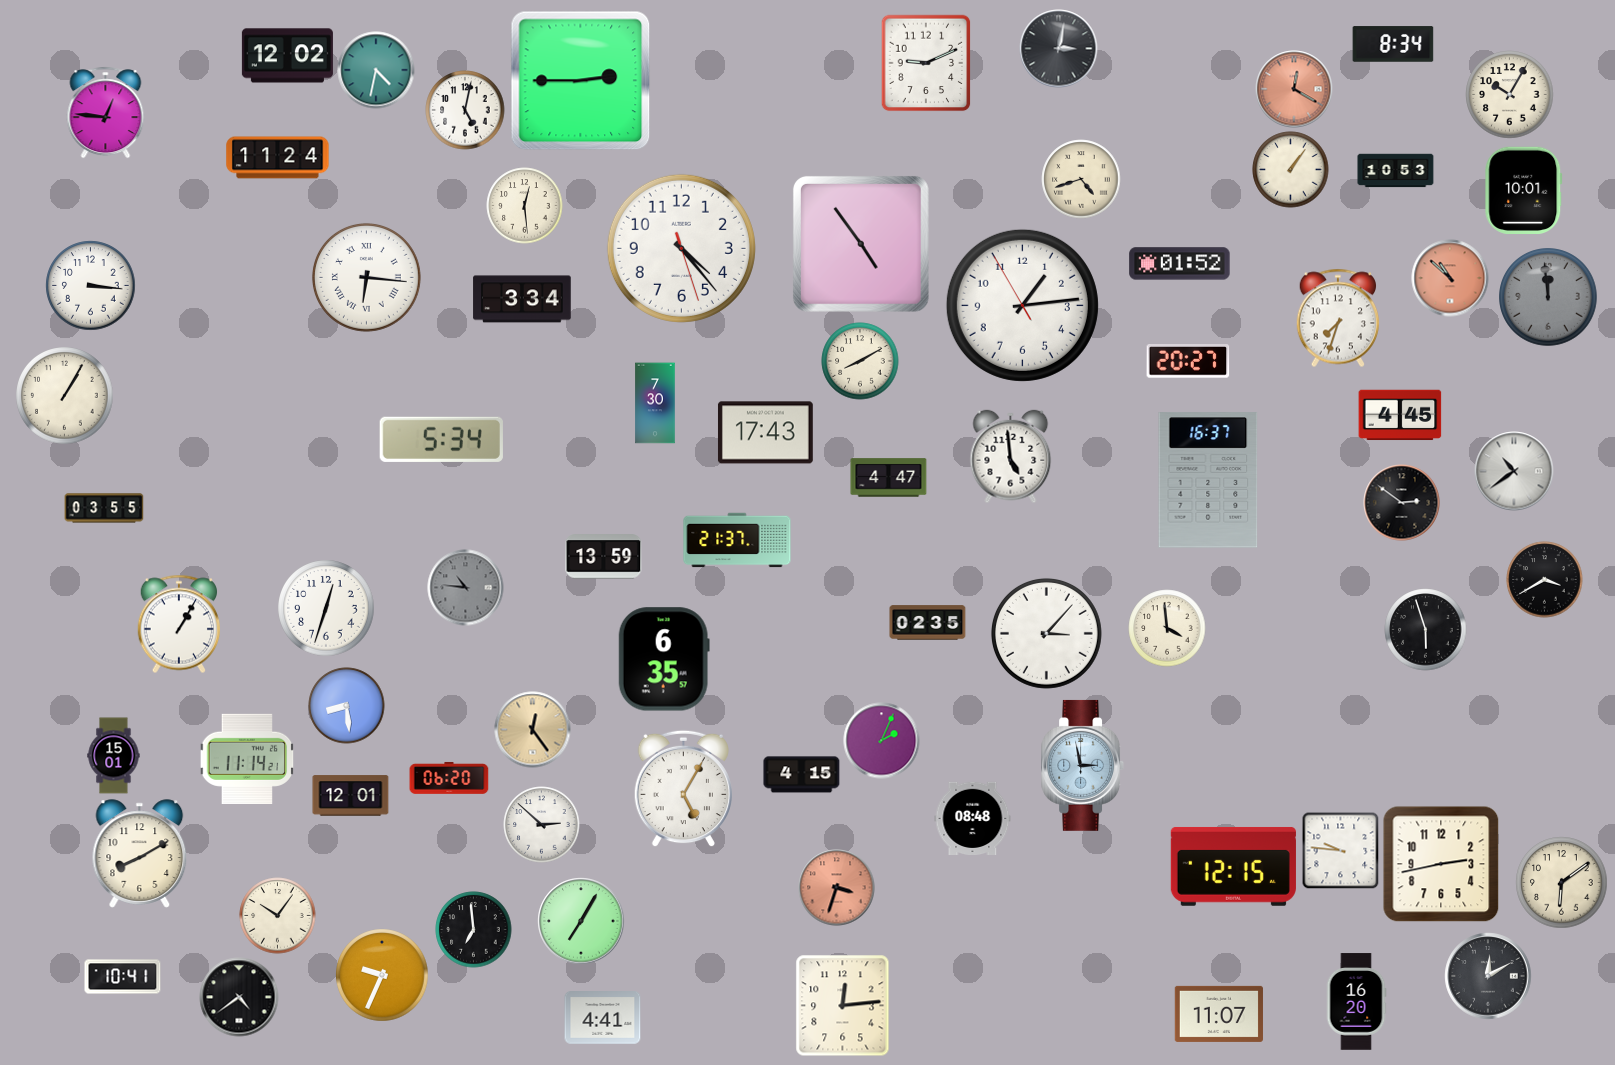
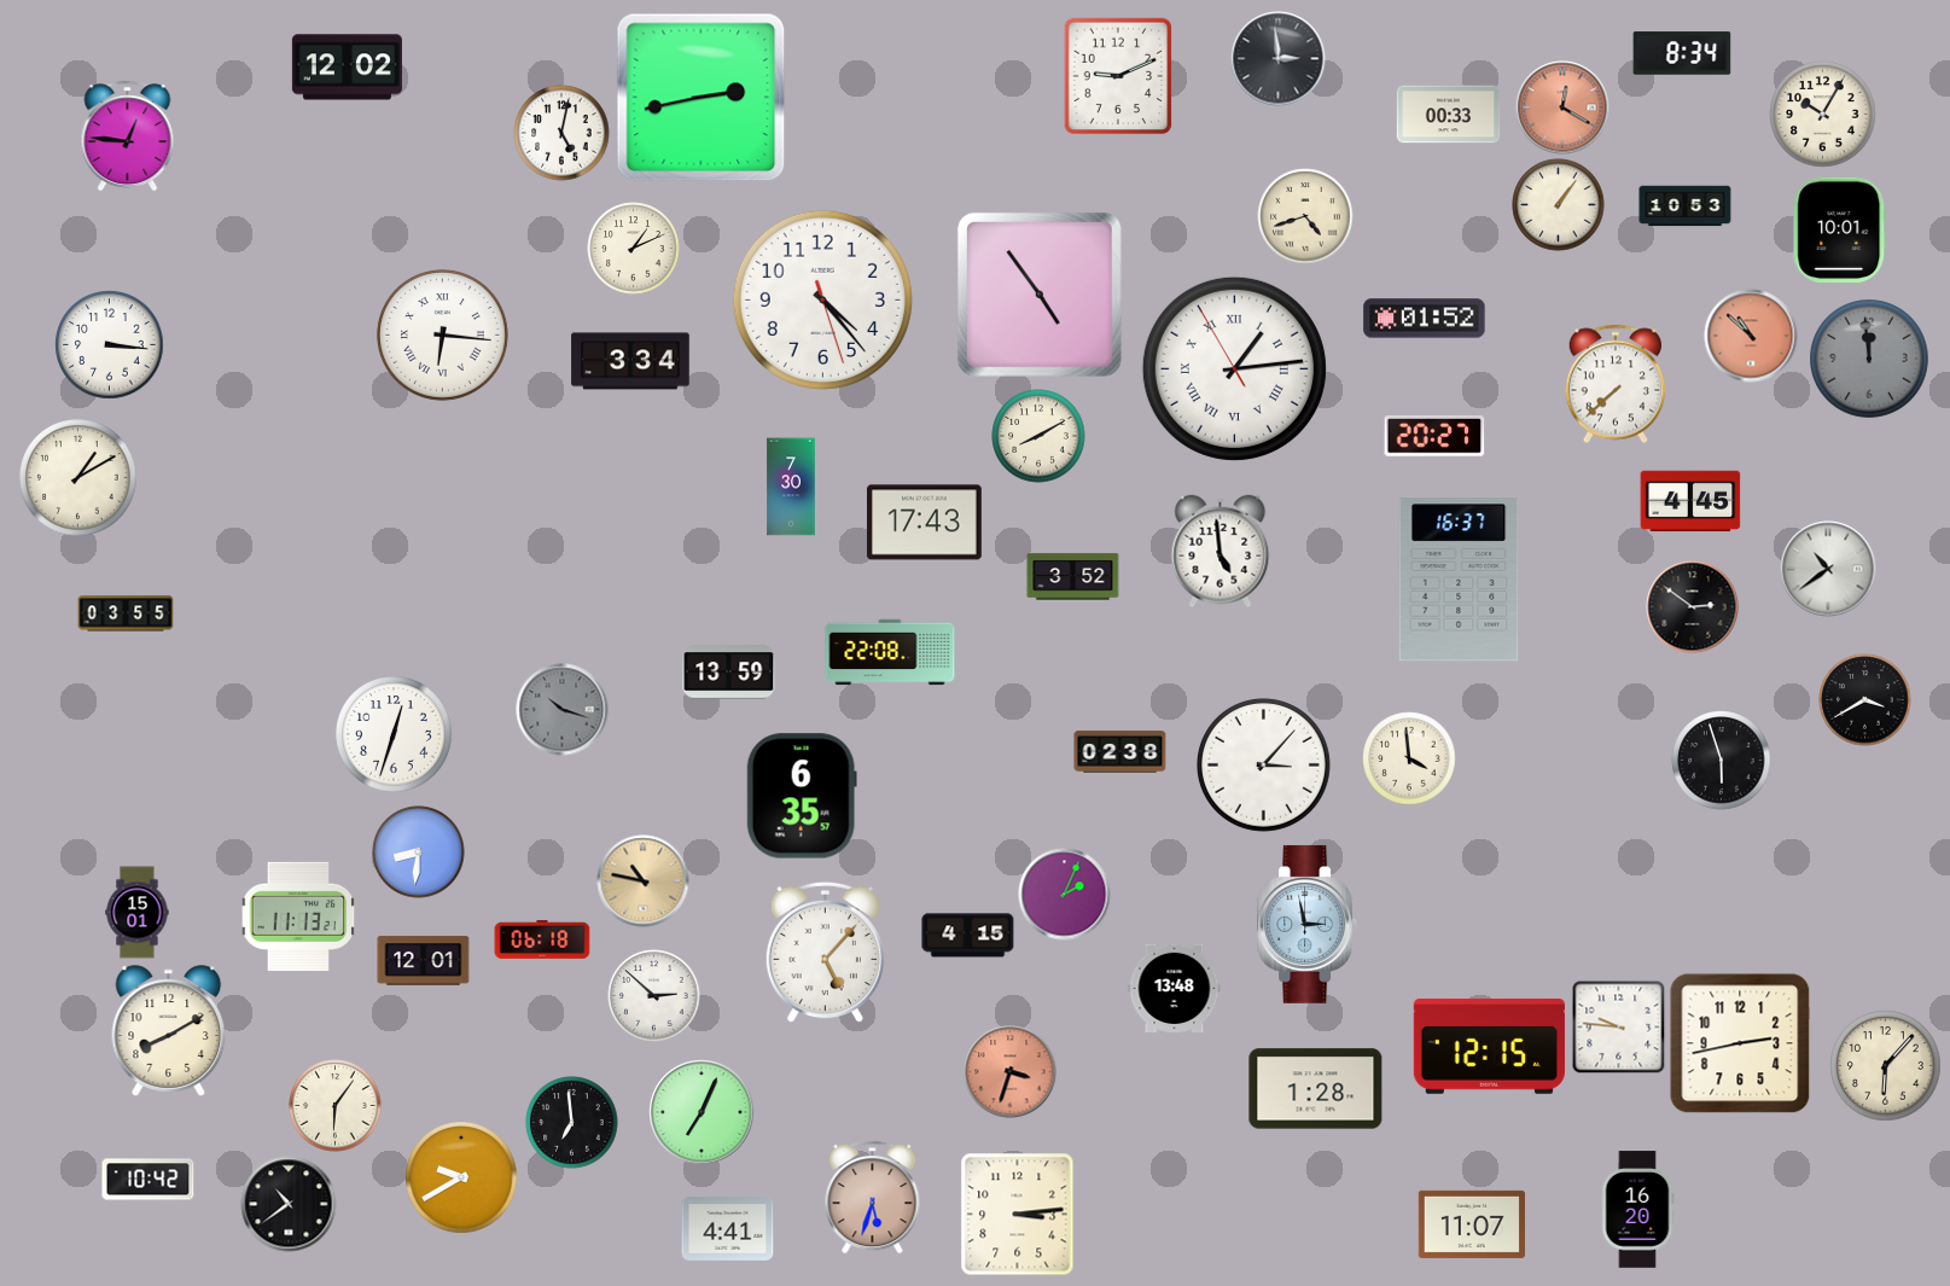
clock at (1059, 49): 3:02 -> 2:59
clock at (376, 70): 4:32 -> none
clock at (581, 81): 2:45 -> 2:43
clock at (1449, 115): none -> 00:33
clock at (278, 158): 11:24 -> none
clock at (525, 206): 12:29 -> 1:11
clock at (1022, 305) numerals: Arabic -> Roman
clock at (1337, 318): 7:33 -> 7:38
clock at (65, 396): 1:05 -> 1:10
clock at (441, 439): 5:34 -> none
clock at (889, 478): 4:47 -> 3:52
clock at (737, 540): 21:37 -> 22:08
clock at (466, 588): 10:46 -> 10:18
clock at (928, 623): 02:35 -> 02:38
clock at (178, 624): 1:05 -> none
clock at (347, 706): 8:29 -> 8:31
clock at (533, 730): 12:24 -> 10:47
clock at (247, 759): 11:14 -> 11:13
clock at (449, 778): 06:20 -> 06:18
clock at (683, 789): 5:05 -> 5:07
clock at (973, 818): 08:48 -> 13:48
clock at (1562, 883): 6:09 -> 6:07
clock at (1316, 1089): none -> 1:28
clock at (278, 916): 10:06 -> 6:06
clock at (581, 921): 7:05 -> 7:04
clock at (382, 975): 9:34 -> 9:40
clock at (1488, 976): 12:10 -> none
clock at (123, 977): 10:41 -> 10:42
clock at (873, 1197): none -> 5:33
clock at (239, 997): 4:39 -> 10:39
clock at (843, 1006): 12:14 -> 3:14
